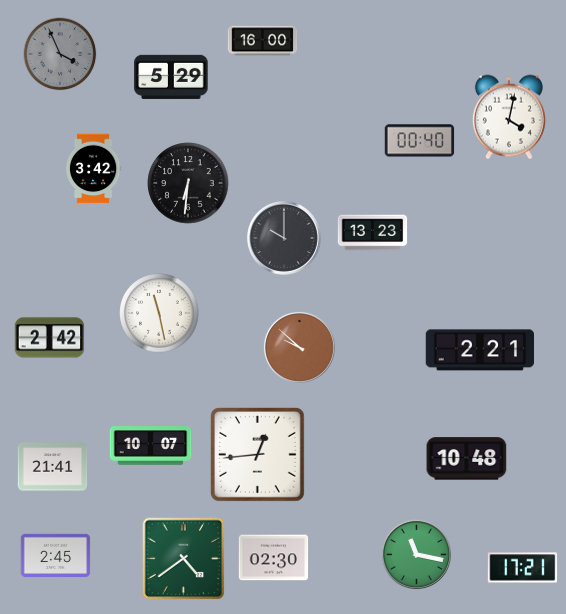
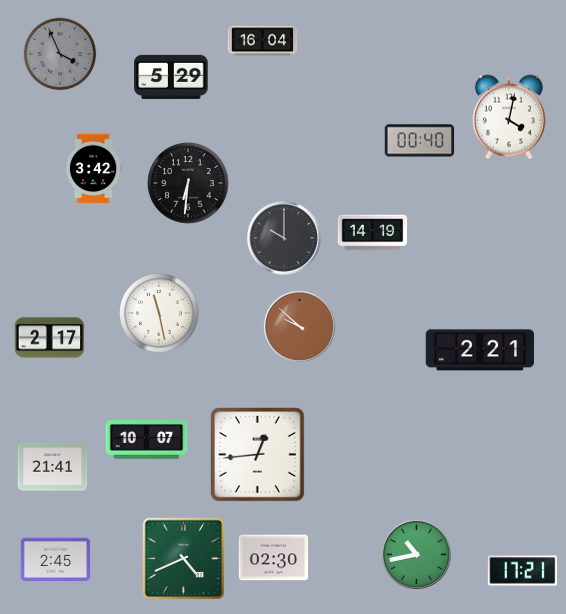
clock at (263, 41): 16:00 -> 16:04
clock at (373, 233): 13:23 -> 14:19
clock at (50, 338): 2:42 -> 2:17
clock at (299, 347) position: (299, 347) -> (299, 326)
clock at (151, 446) position: (151, 446) -> (147, 440)
clock at (467, 459): 10:48 -> none
clock at (416, 554): 11:17 -> 10:43
clock at (56, 556) position: (56, 556) -> (56, 560)
clock at (184, 559): 4:39 -> 4:41
clock at (523, 568) position: (523, 568) -> (523, 571)
